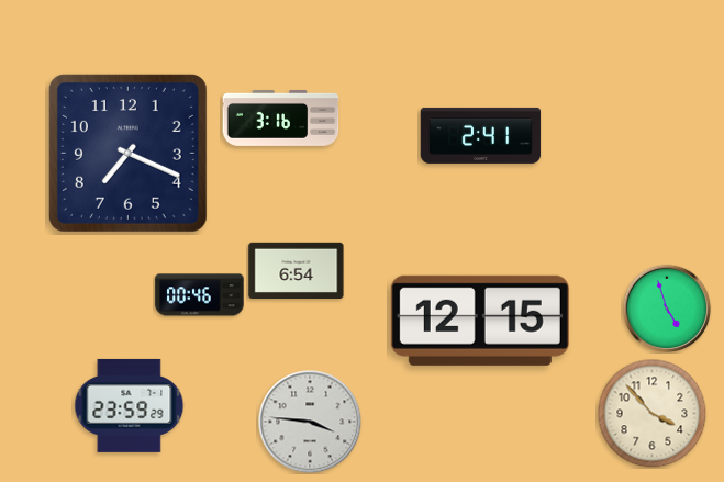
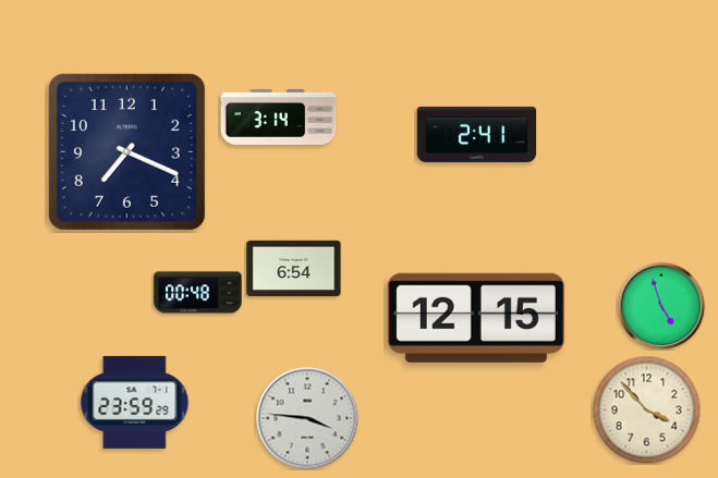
clock at (281, 117): 3:16 -> 3:14
clock at (200, 295): 00:46 -> 00:48
clock at (130, 405) position: (130, 405) -> (135, 402)
